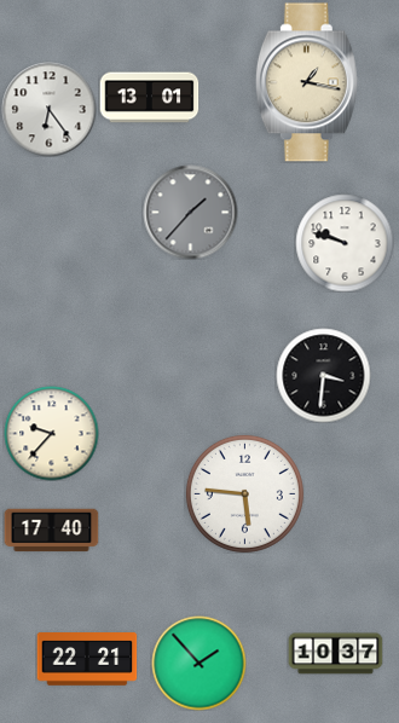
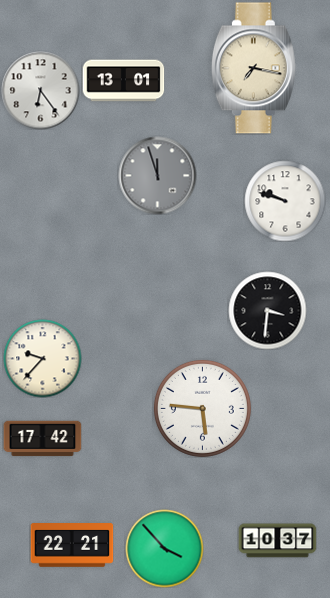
clock at (307, 82): 1:17 -> 7:17
clock at (190, 212): 1:37 -> 11:57
clock at (51, 531): 17:40 -> 17:42
clock at (198, 663): 1:53 -> 3:53
